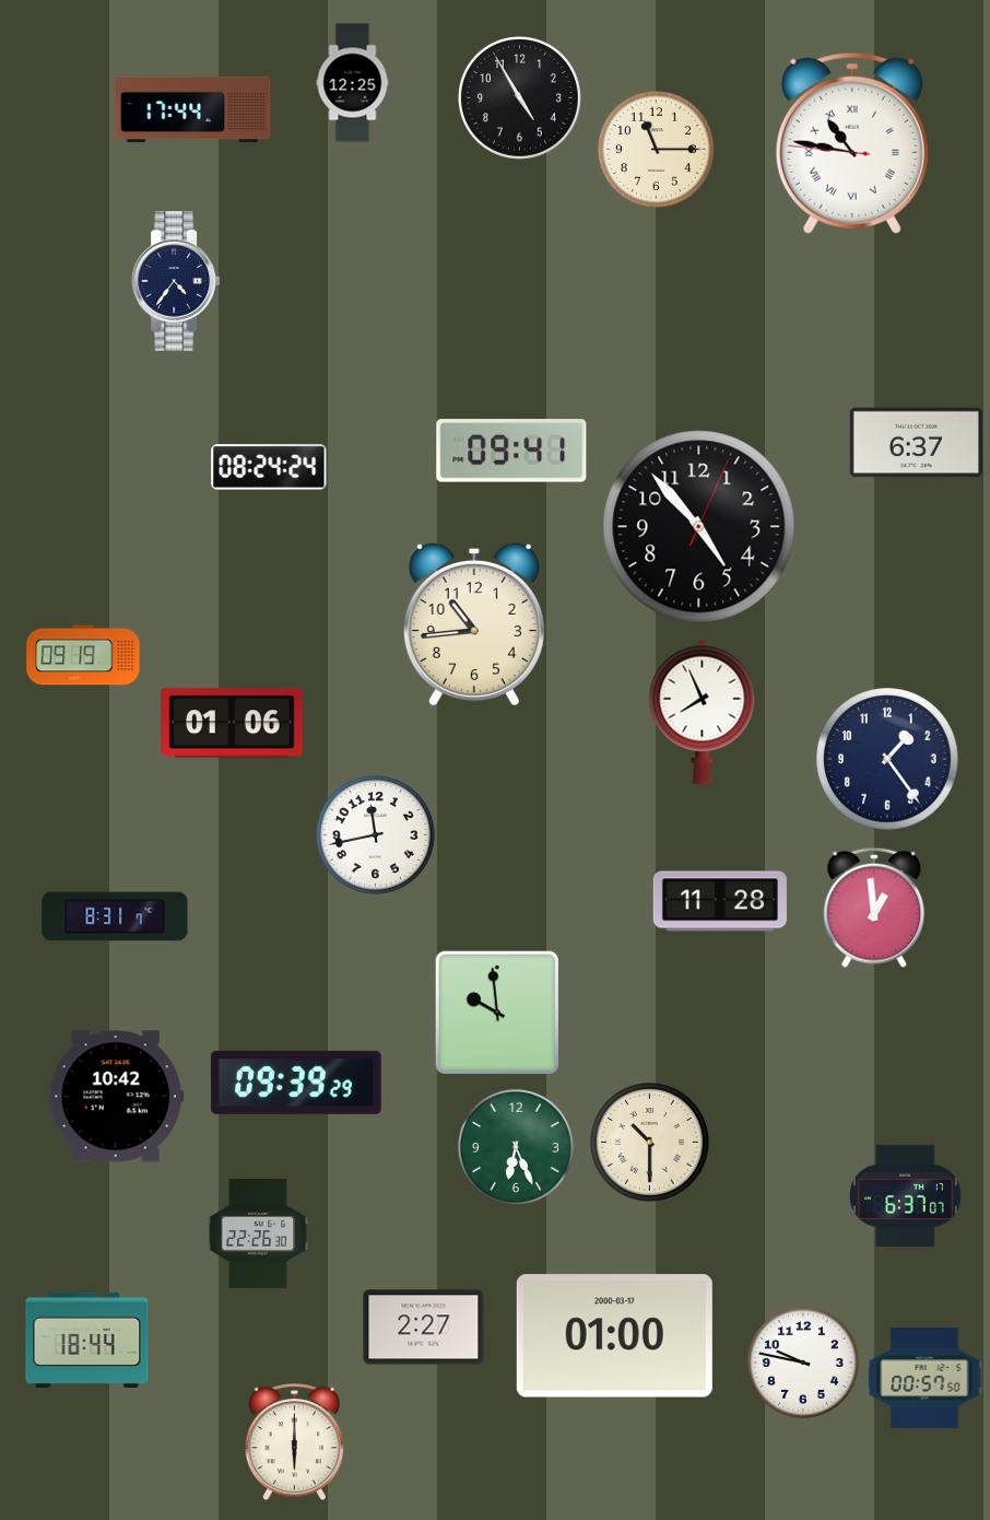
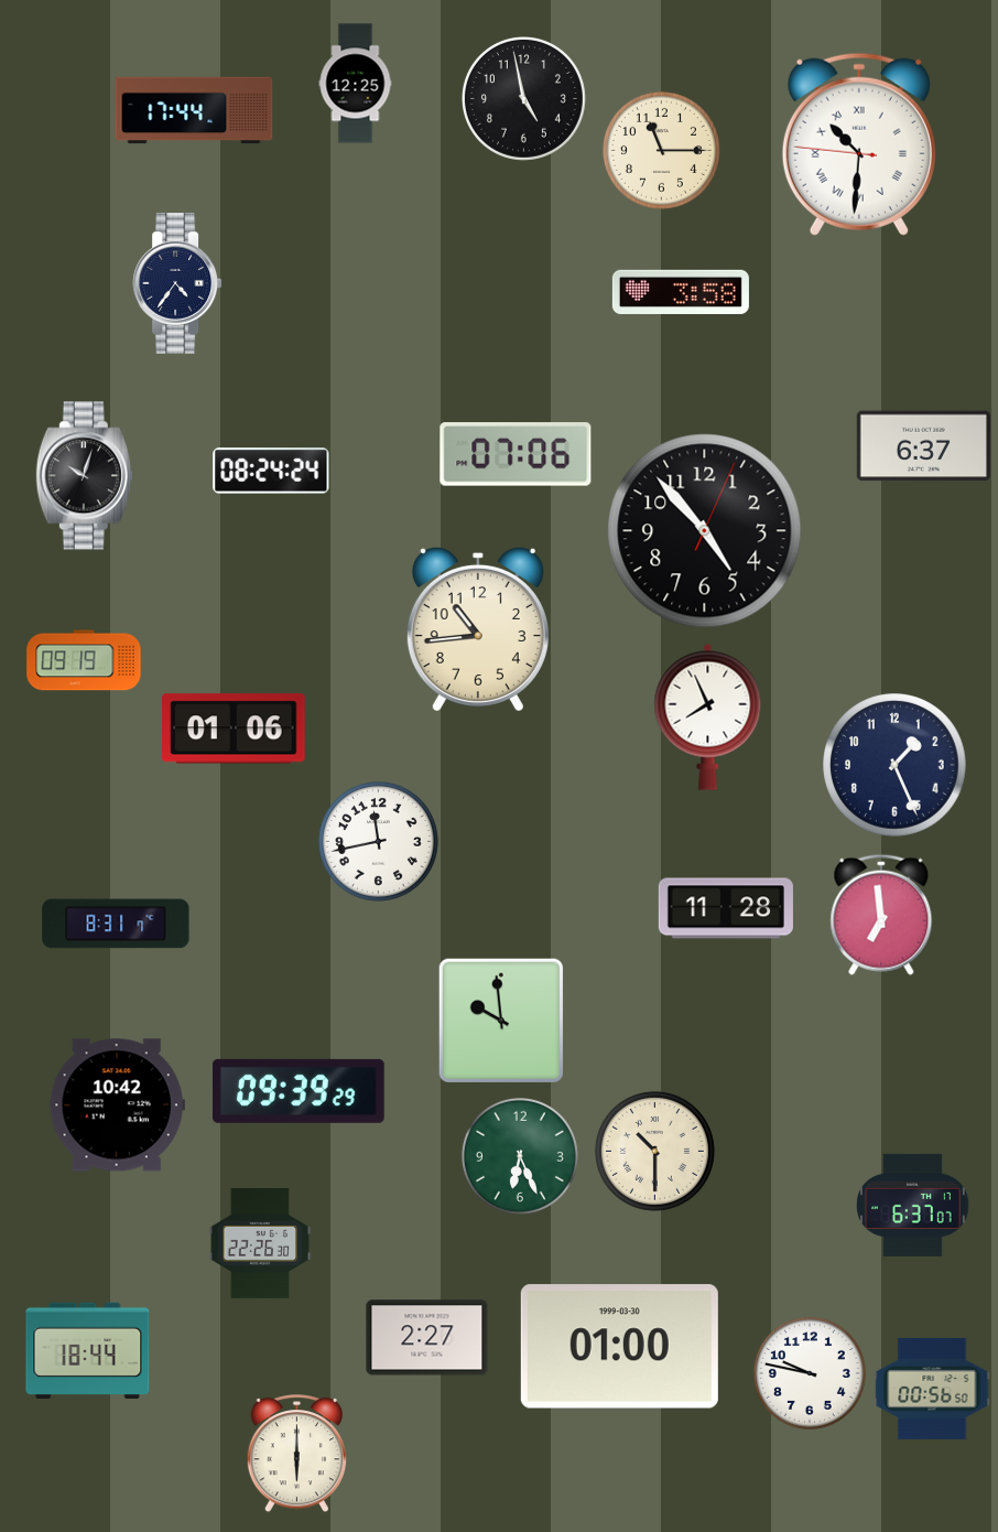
clock at (519, 97): 4:55 -> 4:58
clock at (852, 143): 10:46 -> 10:30
clock at (681, 291): none -> 3:58
clock at (511, 451): 09:41 -> 07:06
clock at (84, 476): none -> 10:03
clock at (887, 759): 1:24 -> 1:26
clock at (874, 908): 12:59 -> 6:59
clock at (614, 1336) date: 2000-03-17 -> 1999-03-30
clock at (924, 1378): 00:57 -> 00:56
